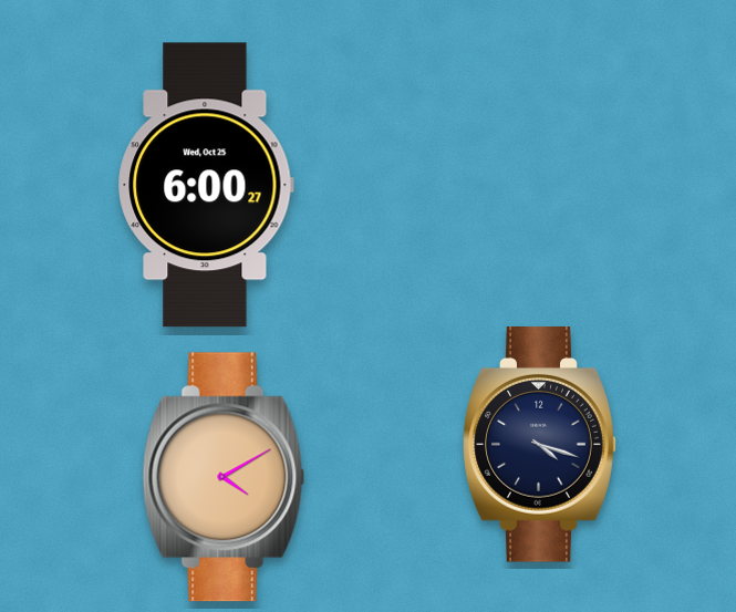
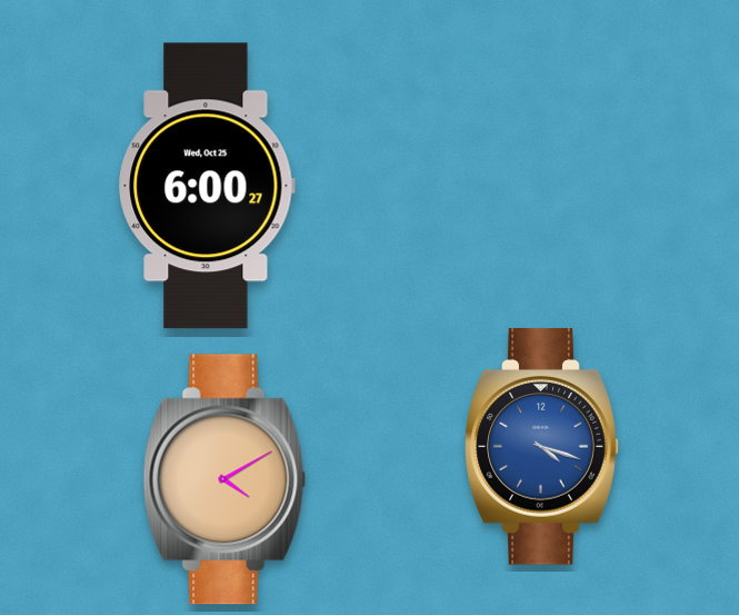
clock at (540, 445) dial: navy -> blue
